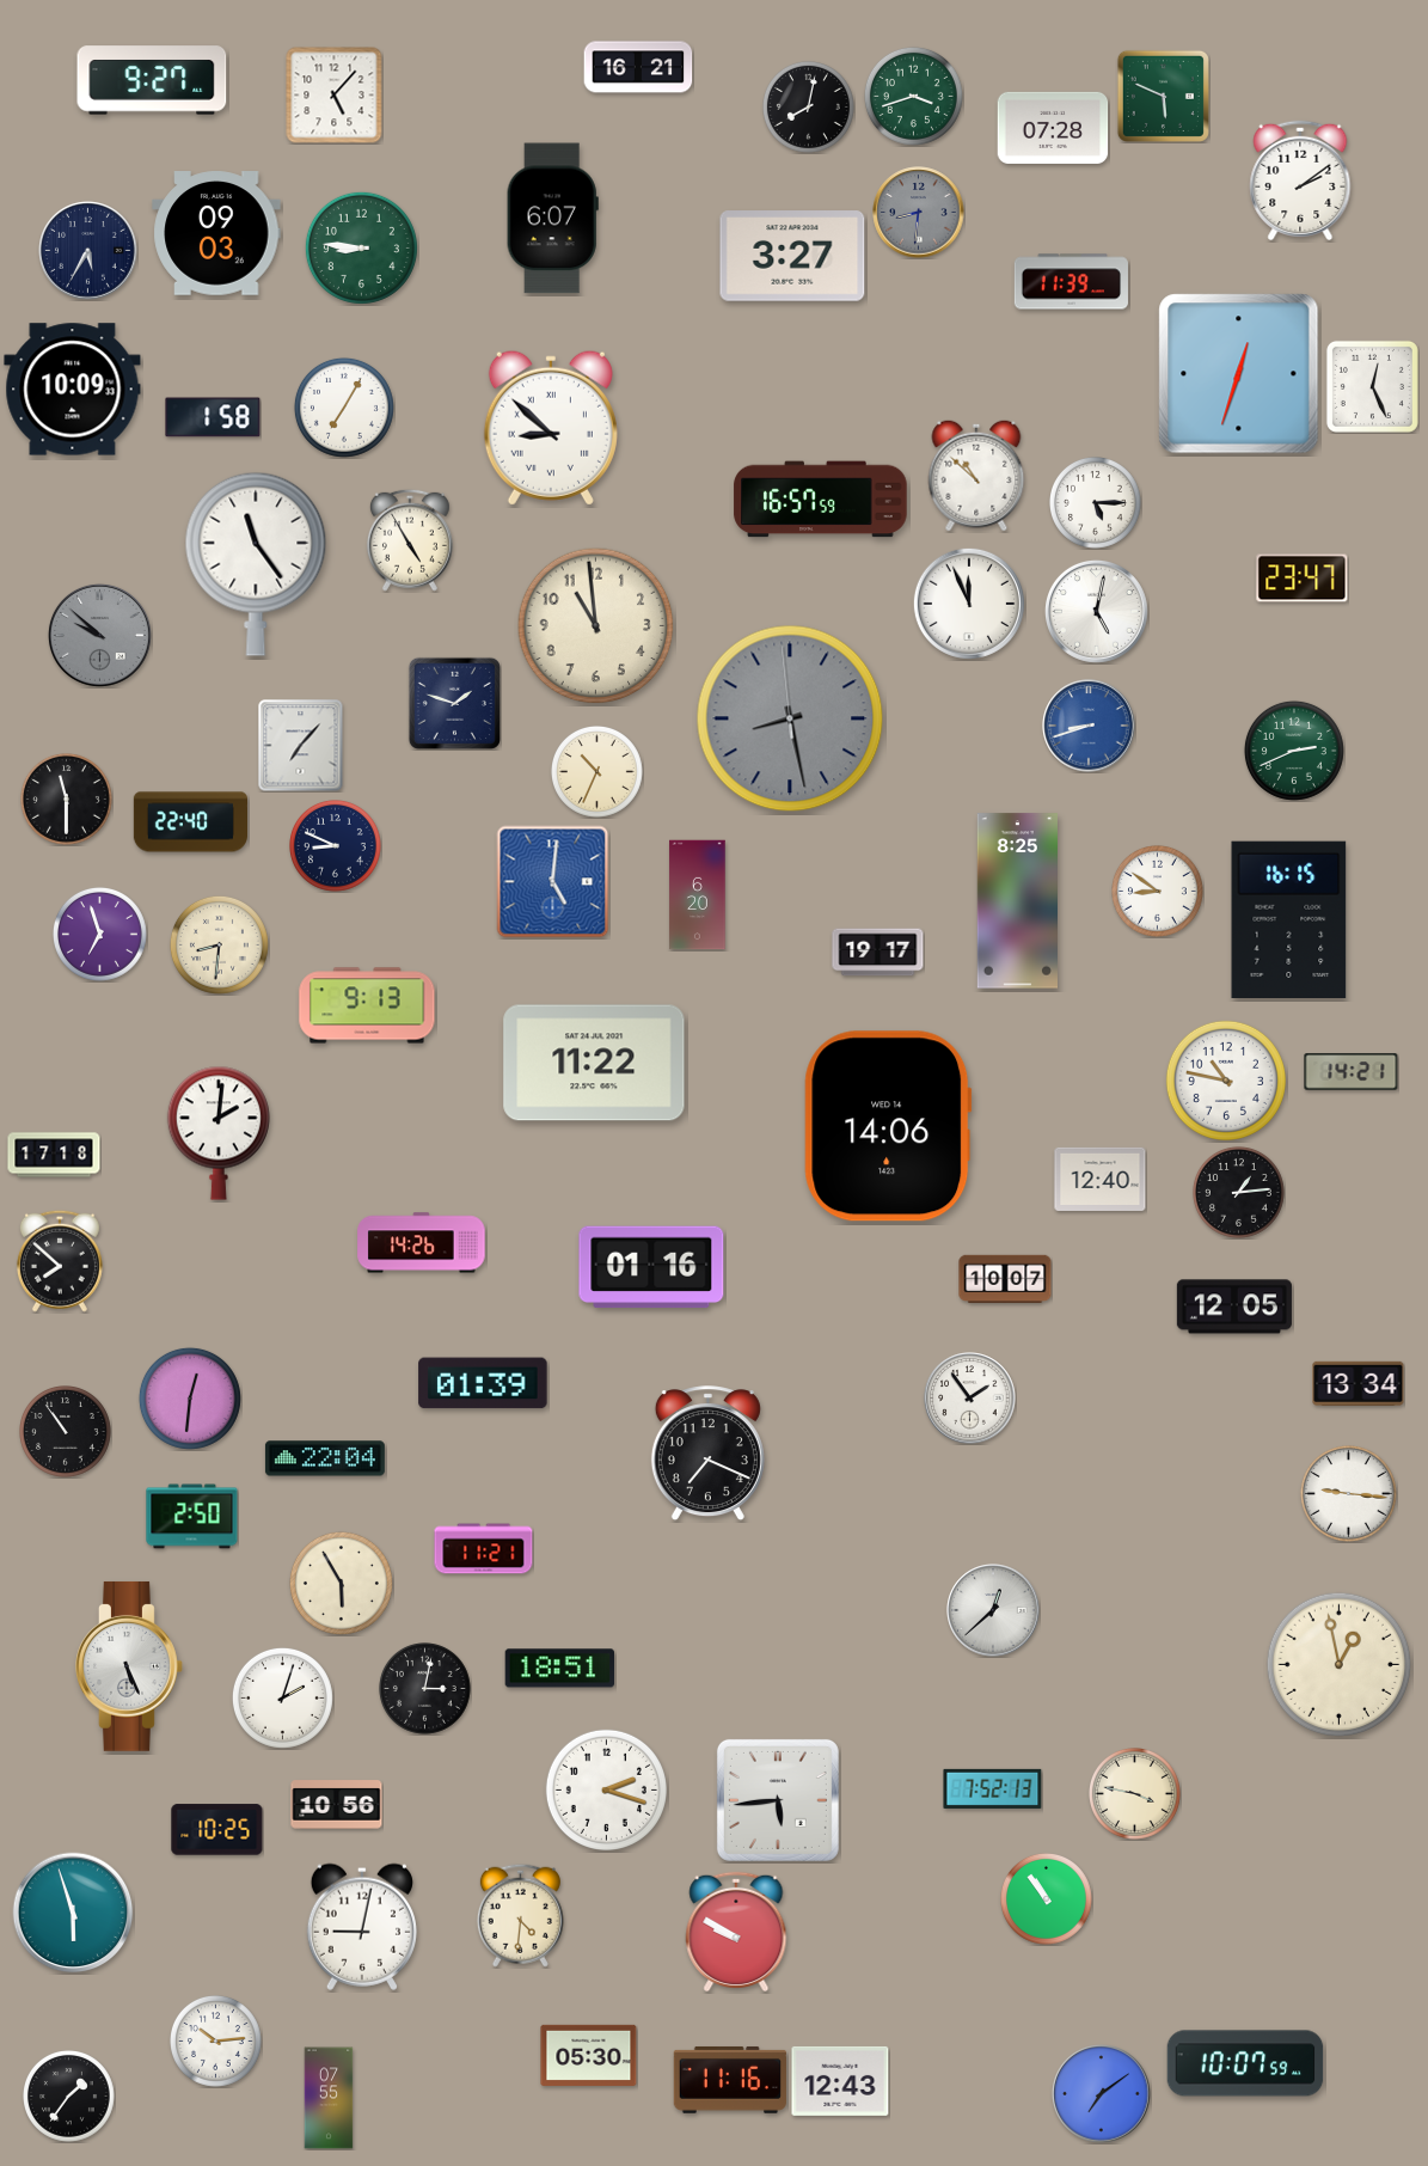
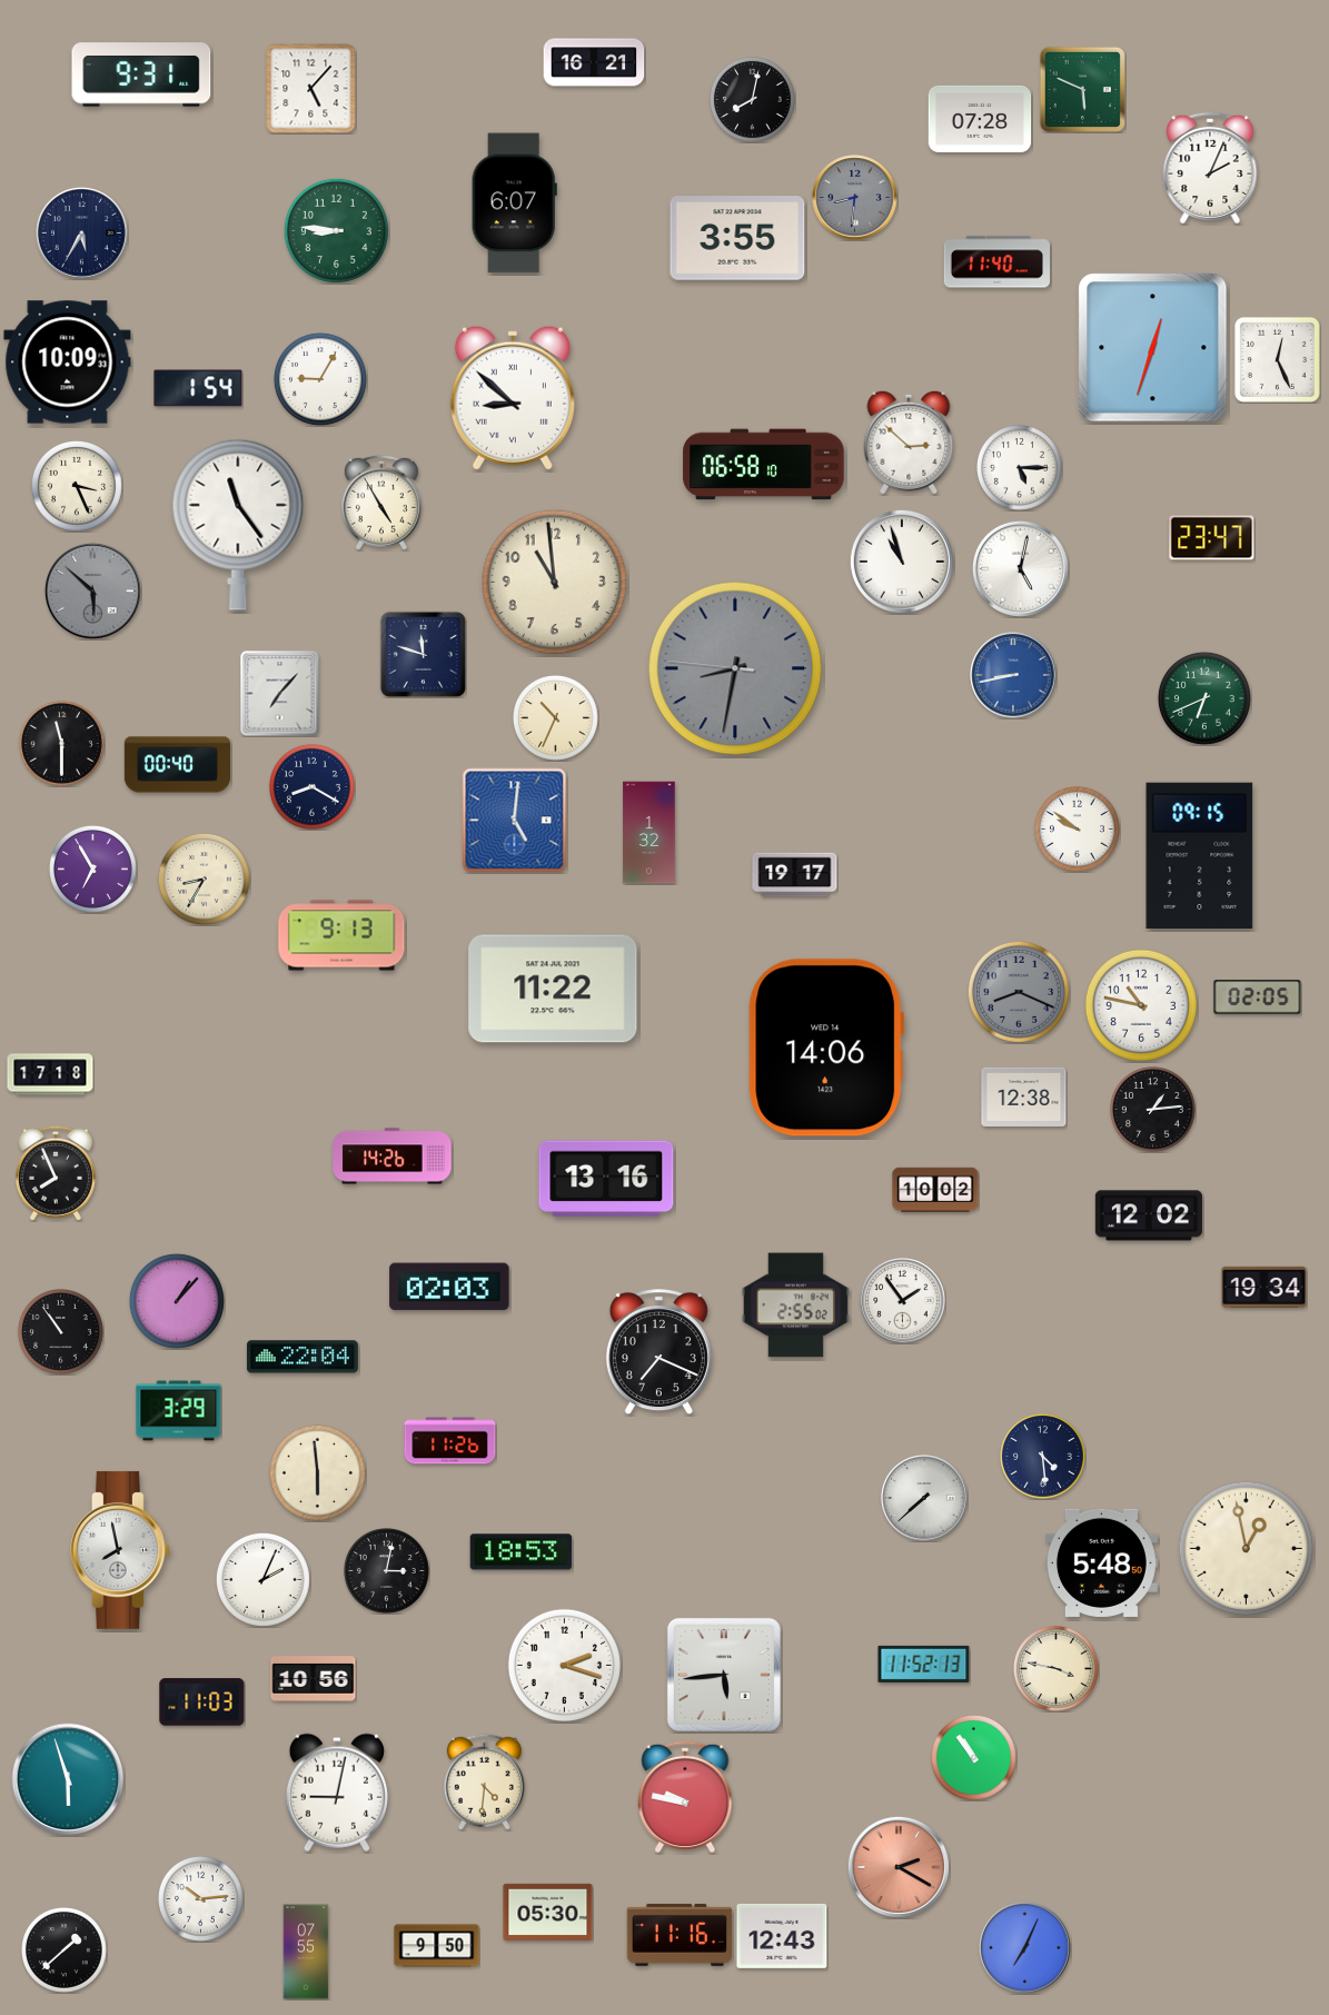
clock at (152, 80): 9:27 -> 9:31
clock at (913, 96): 3:42 -> none
clock at (1300, 179): 2:09 -> 2:04
clock at (216, 233): 09:03 -> none
clock at (792, 256): 3:27 -> 3:55
clock at (1071, 282): 11:39 -> 11:40
clock at (344, 408): 7:05 -> 9:05
clock at (213, 417): 1:58 -> 1:54
clock at (976, 476): 10:52 -> 2:52
clock at (821, 500): 16:57 -> 06:58
clock at (77, 486): none -> 3:26
clock at (969, 604): 11:56 -> 10:57
clock at (99, 635): 9:52 -> 5:52
clock at (454, 703): 1:48 -> 11:48
clock at (790, 718): 8:27 -> 8:31
clock at (1089, 726): 8:42 -> 8:43
clock at (1294, 751): 2:41 -> 6:41
clock at (190, 822): 22:40 -> 00:40
clock at (336, 846): 8:49 -> 8:20
clock at (1158, 892): 8:51 -> 9:51
clock at (698, 895): 6:20 -> 1:32
clock at (1017, 901): 8:25 -> none
clock at (1289, 919): 16:15 -> 09:15
clock at (99, 934): 6:57 -> 6:55
clock at (219, 944): 8:31 -> 8:35
clock at (878, 953) position: (878, 953) -> (795, 875)
clock at (1019, 992): none -> 8:19
clock at (1352, 1072): 14:21 -> 02:05
clock at (219, 1133): 2:01 -> none
clock at (1101, 1179): 12:40 -> 12:38
clock at (60, 1261): 7:52 -> 7:56
clock at (651, 1267): 01:16 -> 13:16
clock at (1005, 1278): 10:07 -> 10:02
clock at (1234, 1307): 12:05 -> 12:02
clock at (483, 1383): 01:39 -> 02:03
clock at (1359, 1383): 13:34 -> 19:34
clock at (190, 1399): 12:31 -> 1:07
clock at (795, 1306): none -> 2:55
clock at (1348, 1493): 9:16 -> none
clock at (192, 1517): 2:50 -> 3:29
clock at (484, 1549): 11:21 -> 11:26
clock at (1043, 1457): none -> 4:29
clock at (341, 1583): 5:55 -> 5:59
clock at (993, 1610): 12:38 -> 7:38
clock at (130, 1666): 5:26 -> 7:58
clock at (560, 1669): 18:51 -> 18:53
clock at (1101, 1562): none -> 5:48
clock at (425, 1689) position: (425, 1689) -> (387, 1571)
clock at (282, 1697): 2:03 -> 2:04
clock at (993, 1788): 7:52 -> 11:52
clock at (217, 1830): 10:25 -> 11:03
clock at (1047, 1899) position: (1047, 1899) -> (974, 1758)
clock at (736, 1931): 9:50 -> 9:47
clock at (899, 1867): none -> 2:20
clock at (1245, 2063): 10:07 -> none
clock at (437, 1946): none -> 9:50
clock at (1102, 2094): 7:09 -> 7:04
clock at (69, 2097): 1:36 -> 1:38
